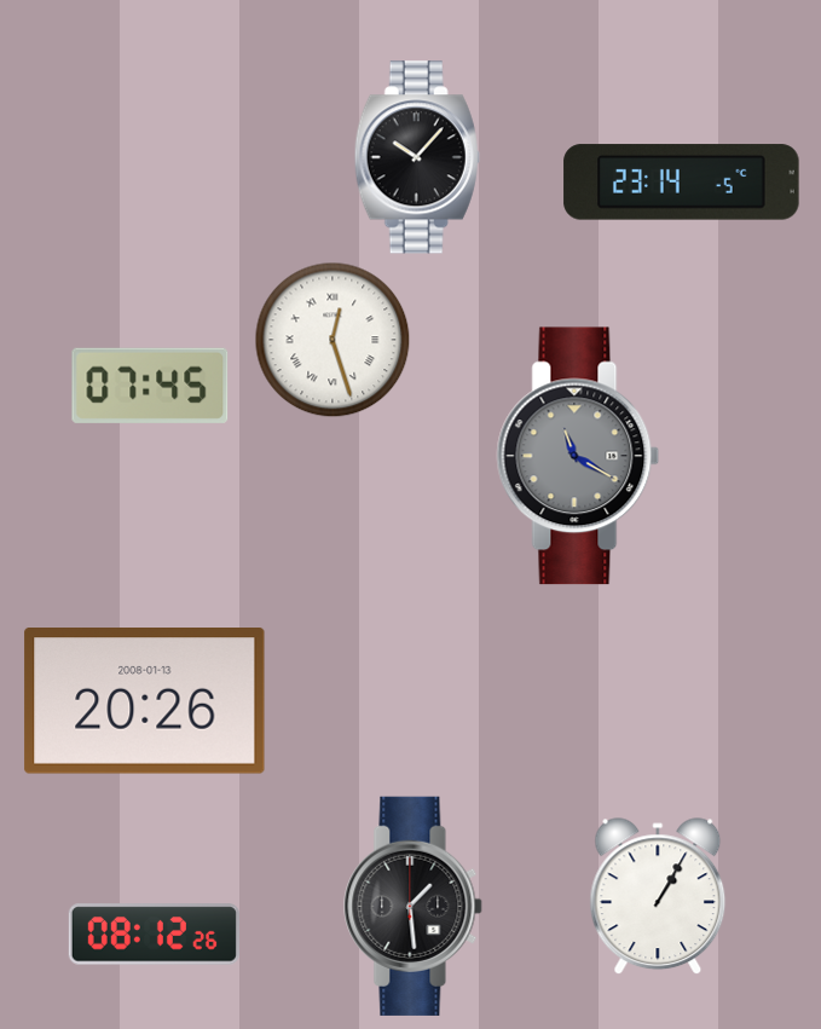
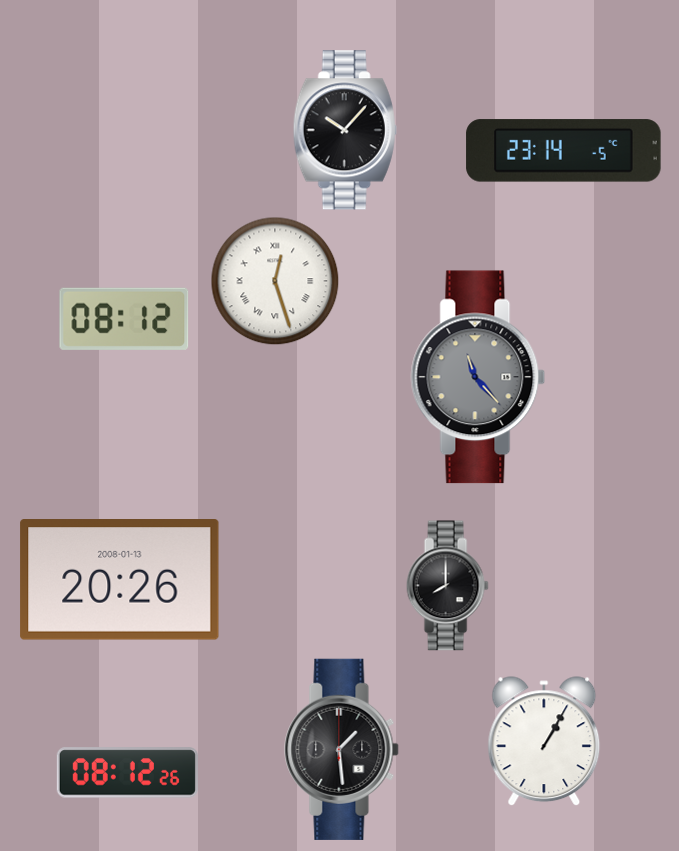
clock at (150, 386): 07:45 -> 08:12
clock at (578, 456): 11:20 -> 11:23
clock at (447, 586): none -> 8:00
